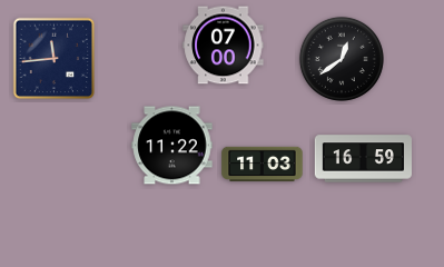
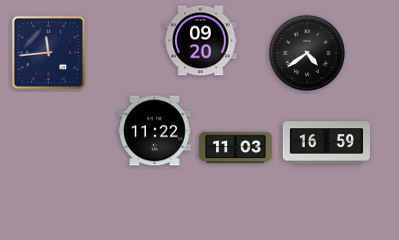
clock at (224, 46): 07:00 -> 09:20
clock at (342, 59): 12:39 -> 4:39
